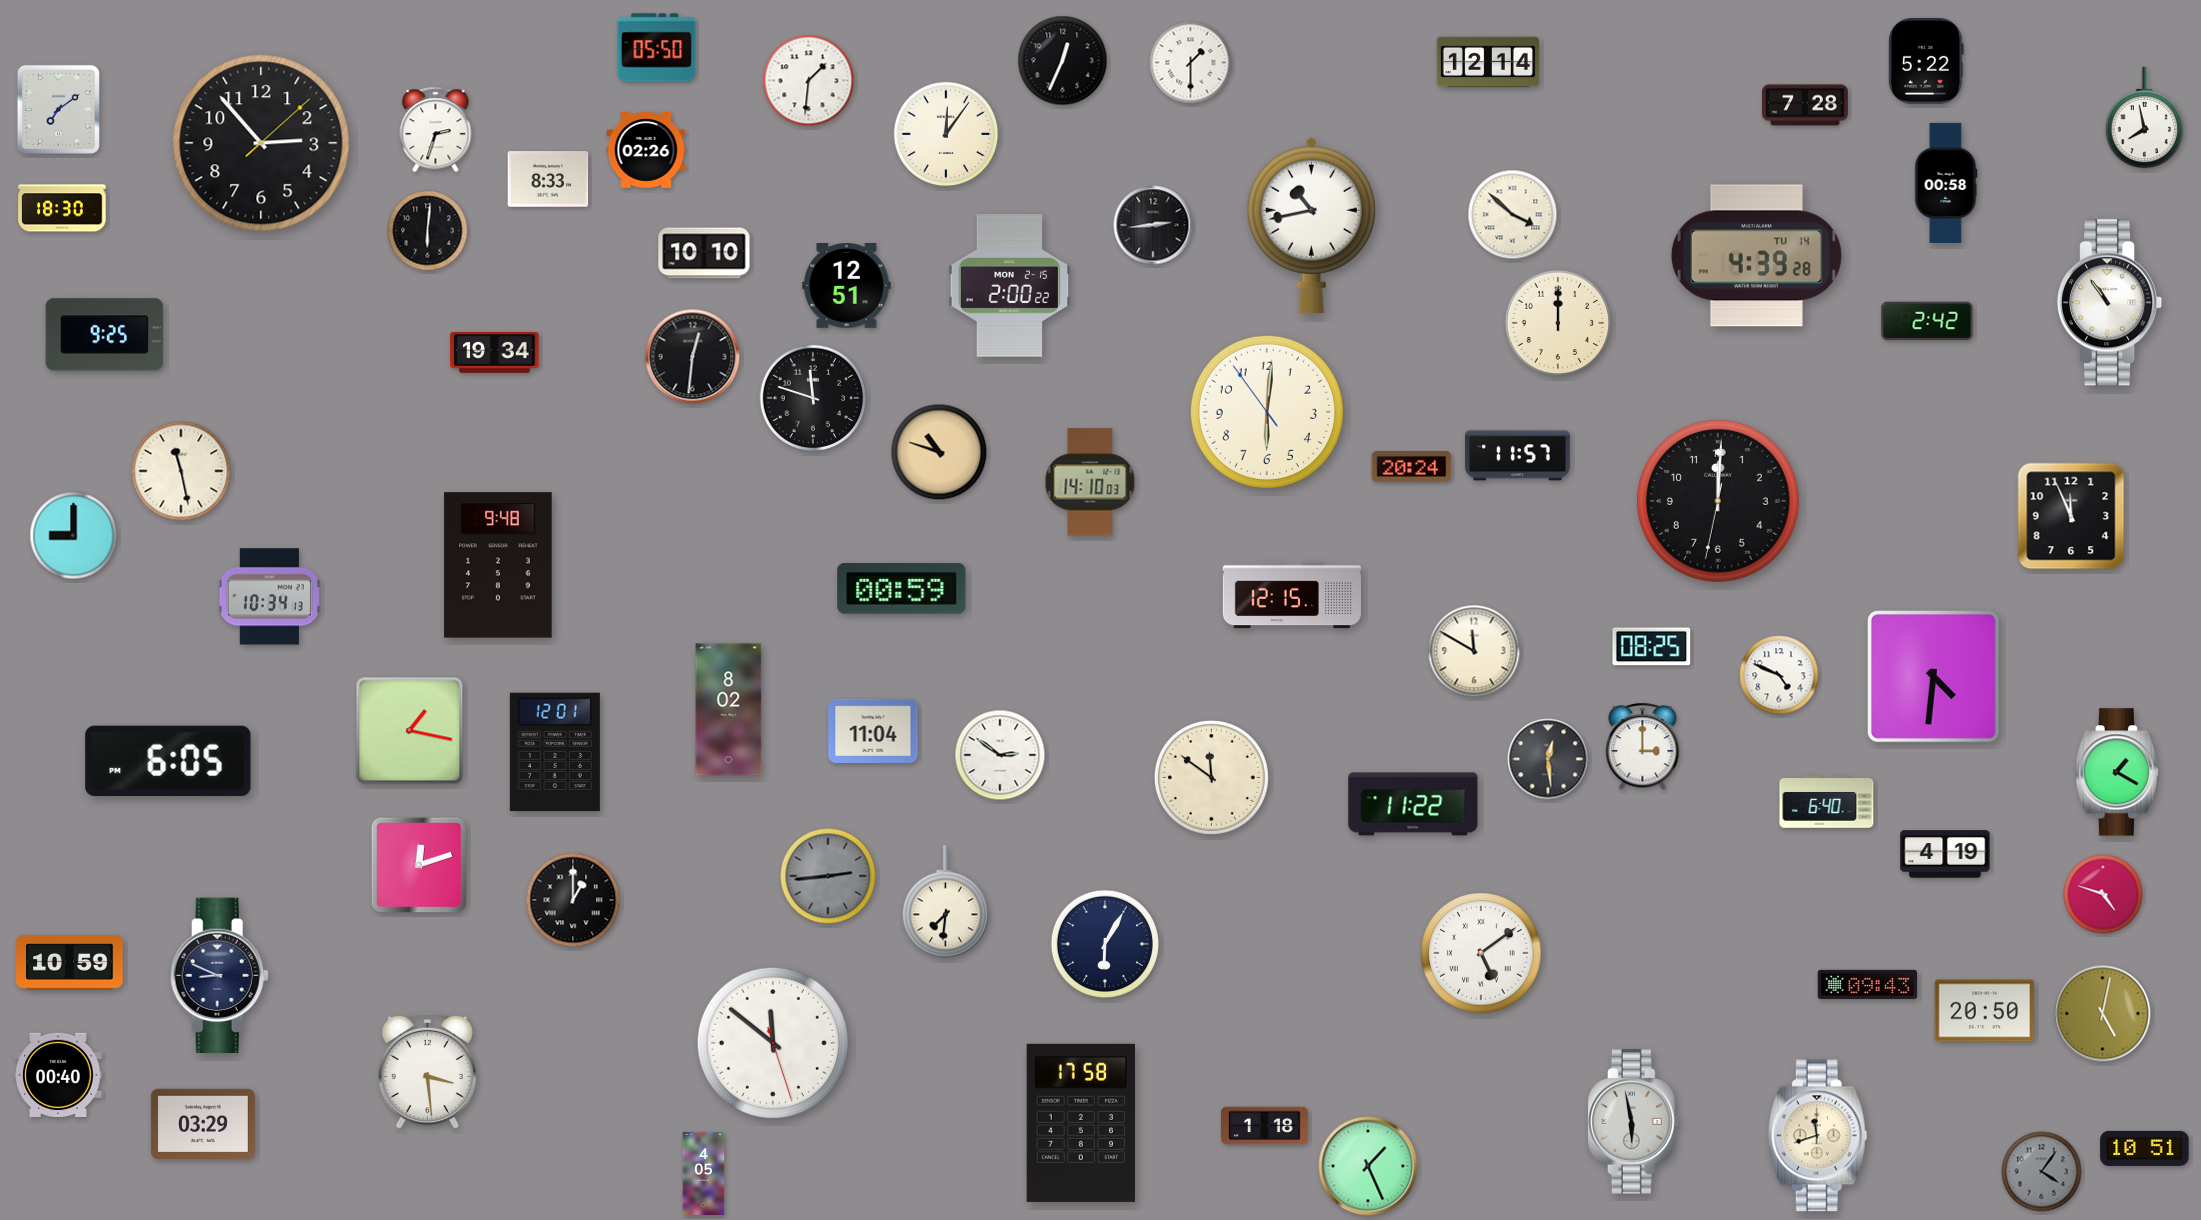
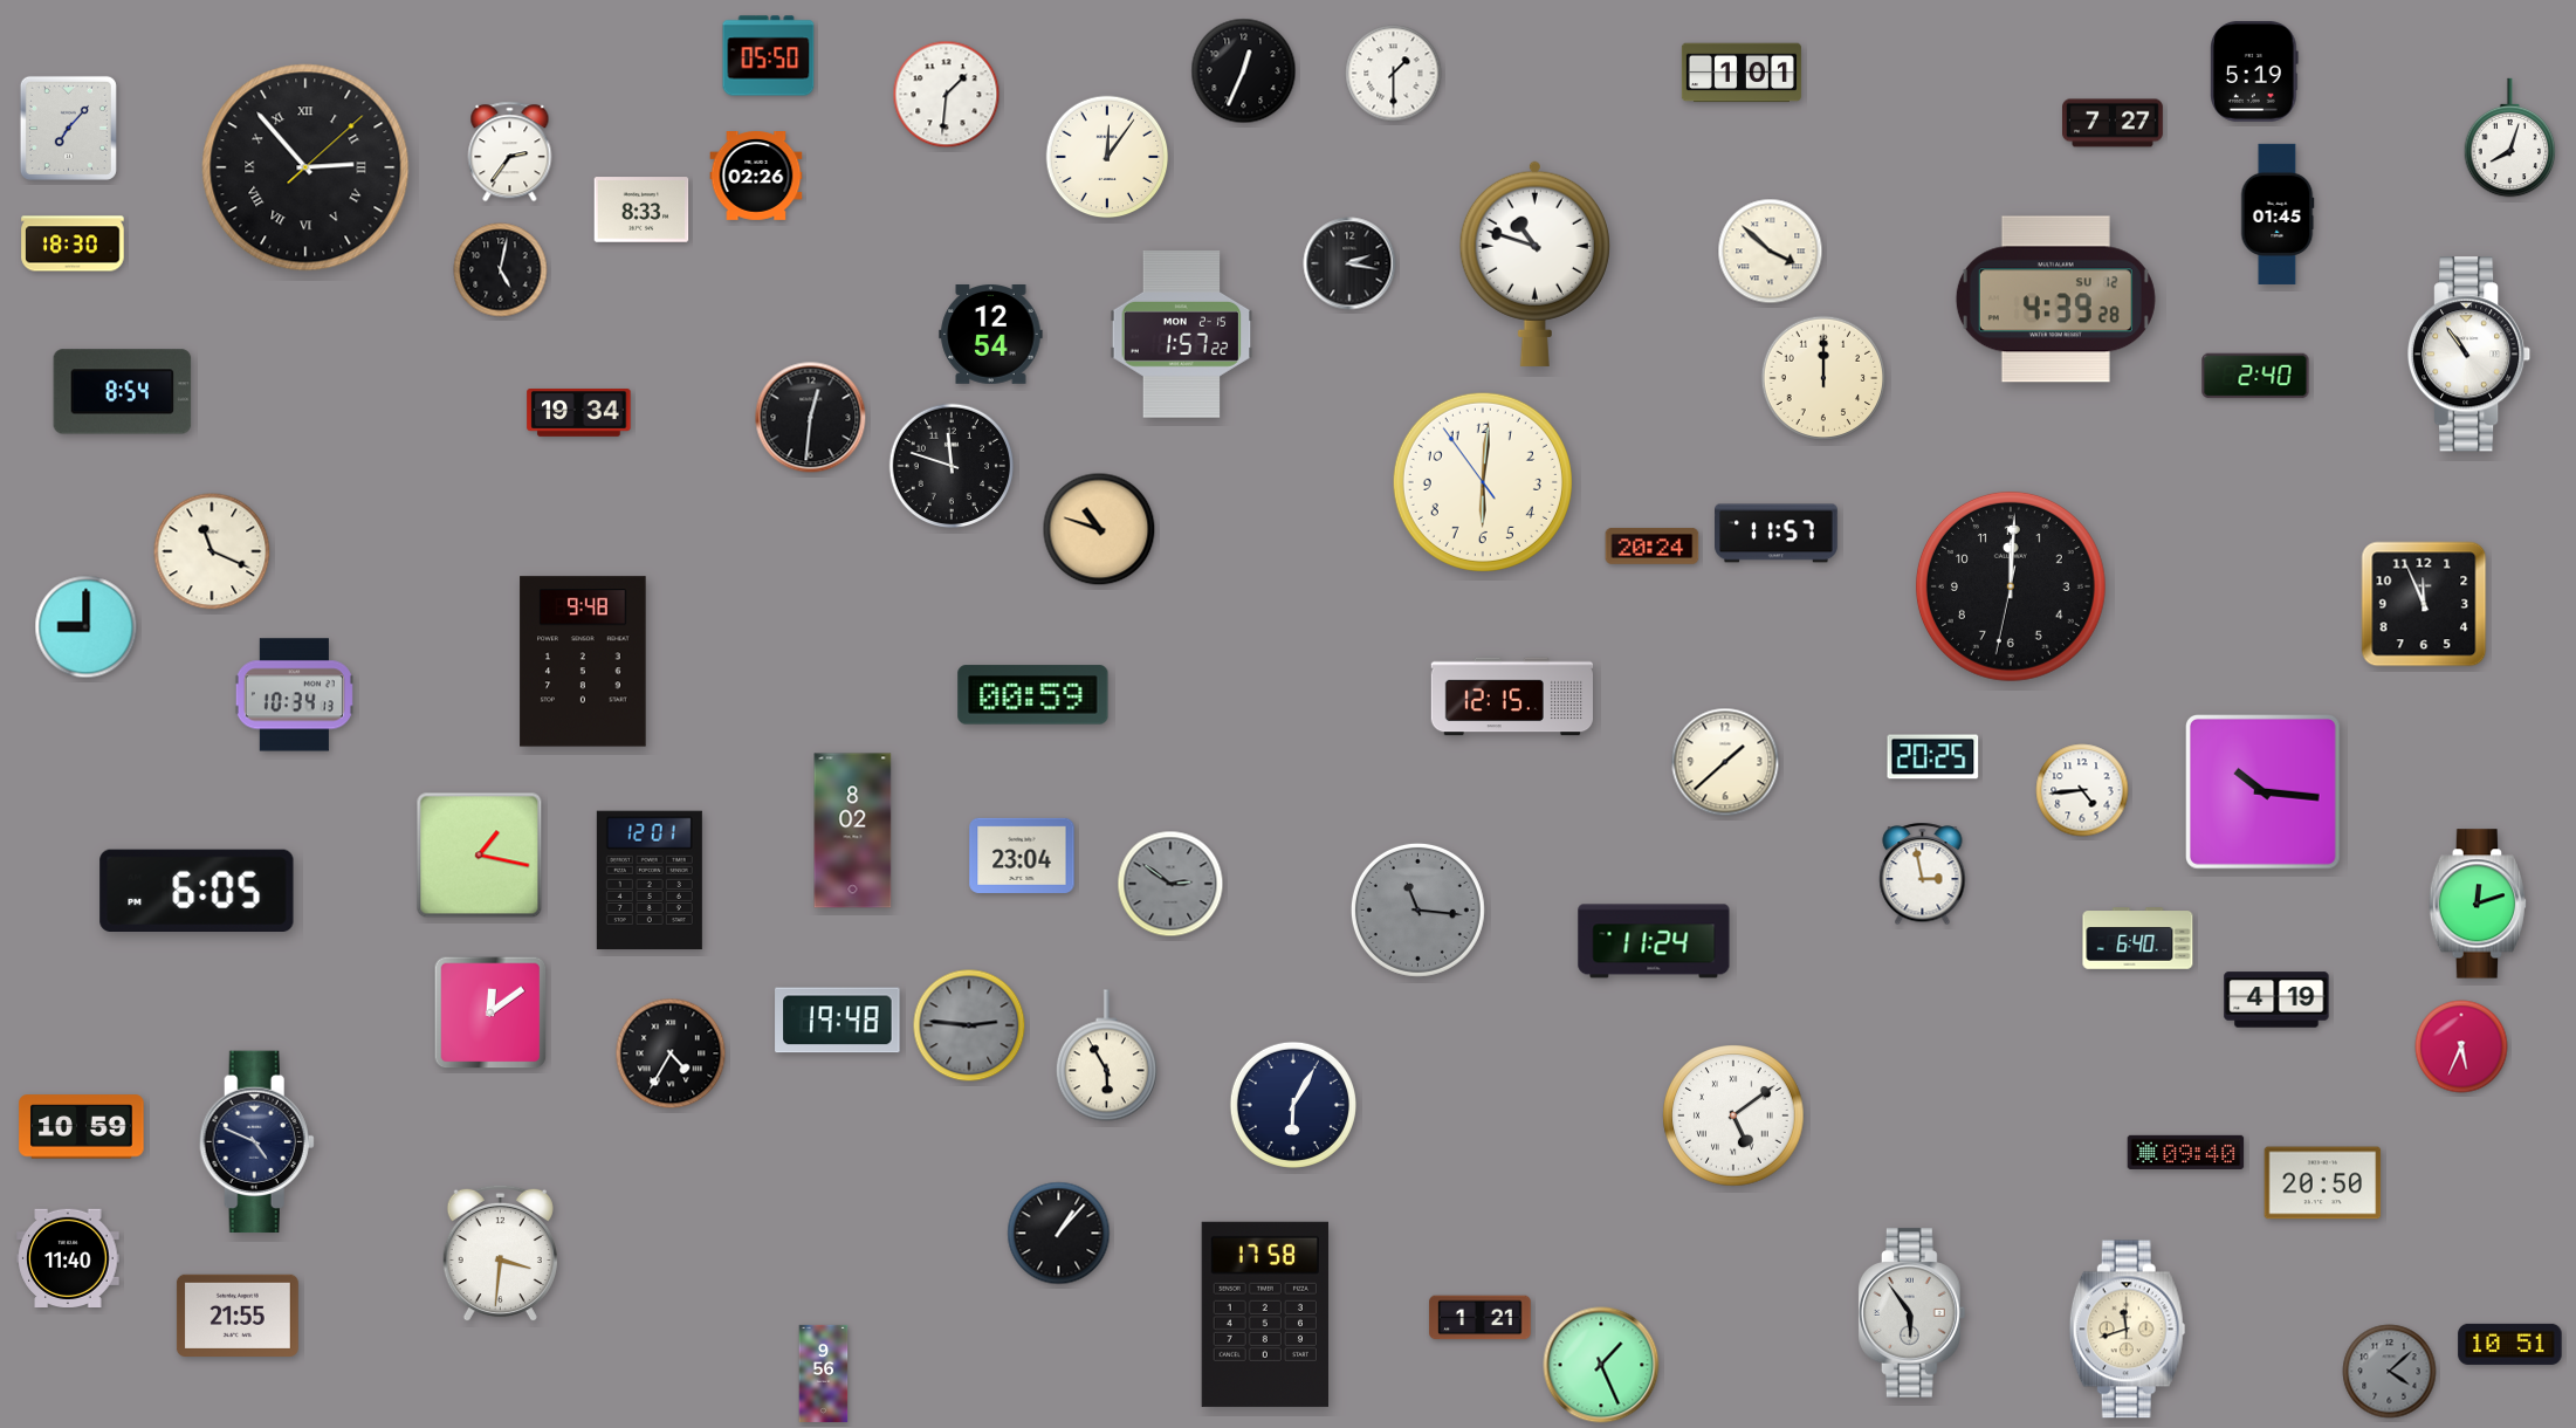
clock at (1926, 61): 5:22 -> 5:19
clock at (1488, 62): 12:14 -> 1:01
clock at (1806, 105): 7:28 -> 7:27
clock at (58, 109): 7:09 -> 7:07
clock at (2145, 118): 7:58 -> 8:03
clock at (436, 130): 2:33 -> 2:36
clock at (261, 143) numerals: Arabic -> Roman
clock at (1946, 183): 00:58 -> 01:45
clock at (1153, 225): 2:44 -> 2:17
clock at (1311, 225): 10:43 -> 10:48
clock at (428, 231): 6:01 -> 5:02
clock at (704, 253): 10:10 -> none
clock at (1756, 256) date: TU 14 -> SU 12
clock at (847, 286): 12:51 -> 12:54
clock at (1010, 286): 2:00 -> 1:57
clock at (1927, 321): 2:42 -> 2:40
clock at (105, 335): 9:25 -> 8:54
clock at (181, 471): 11:28 -> 11:19
clock at (1090, 482): 14:10 -> none
clock at (902, 589) position: (902, 589) -> (1033, 695)
clock at (269, 597) position: (269, 597) -> (294, 695)
clock at (1652, 647): 08:25 -> 20:25
clock at (1474, 651): 11:50 -> 1:38
clock at (1779, 675): 4:49 -> 4:44
clock at (1934, 677): 4:31 -> 10:16
clock at (873, 731): 11:04 -> 23:04
clock at (1643, 747): 3:00 -> 2:58
clock at (1000, 755) dial: white -> grey
clock at (1548, 759): 12:29 -> none
clock at (2116, 772): 1:20 -> 12:12
clock at (1211, 777): 11:51 -> 11:16
clock at (1211, 777) dial: cream -> grey
clock at (1413, 804): 11:22 -> 11:24
clock at (419, 865): 12:12 -> 12:09
clock at (838, 1021): none -> 19:48
clock at (828, 876): 2:44 -> 2:46
clock at (2103, 894): 4:48 -> 5:34
clock at (573, 900): 1:00 -> 4:35
clock at (945, 902): 7:31 -> 5:55
clock at (219, 976): 8:49 -> 4:49
clock at (1868, 984): 09:43 -> 09:40
clock at (2103, 1014): 5:02 -> none
clock at (773, 1043): 11:51 -> none
clock at (1059, 1234): none -> 1:07
clock at (427, 1071): 3:29 -> 3:31
clock at (58, 1074): 00:40 -> 11:40
clock at (1634, 1122): 5:58 -> 5:54
clock at (203, 1123): 03:29 -> 21:55
clock at (1265, 1126): 1:18 -> 1:21
clock at (2042, 1172): 4:06 -> 4:08
clock at (704, 1173): 4:05 -> 9:56
